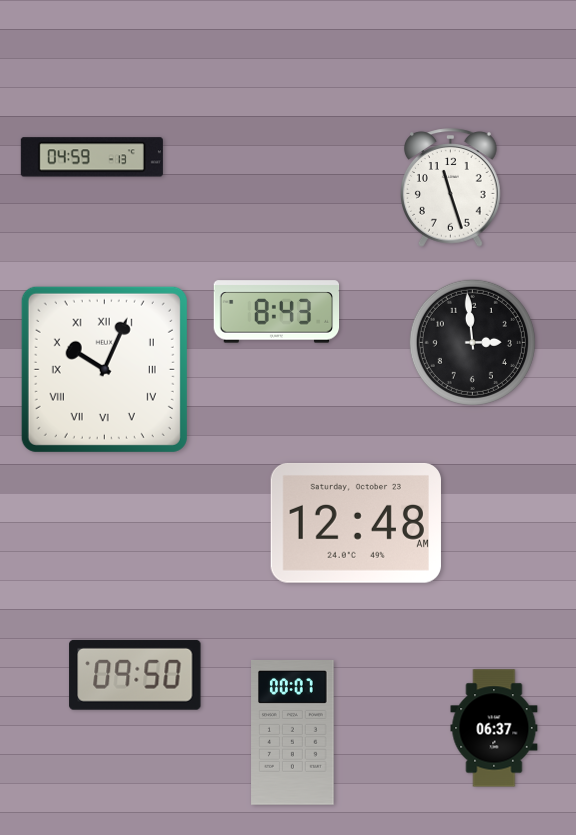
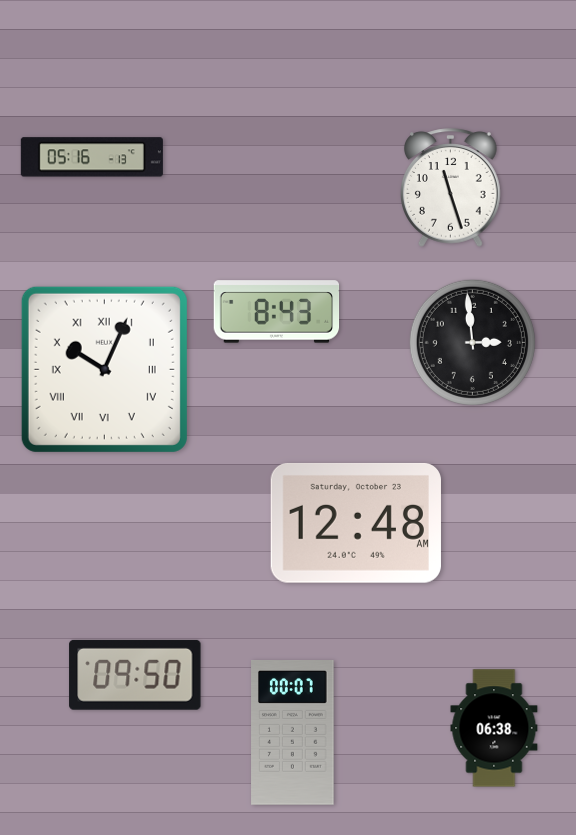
clock at (92, 157): 04:59 -> 05:16
clock at (494, 728): 06:37 -> 06:38
